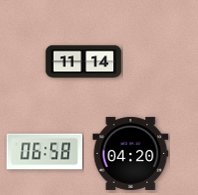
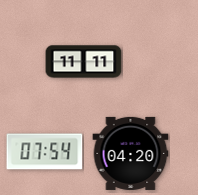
clock at (84, 62): 11:14 -> 11:11
clock at (45, 152): 06:58 -> 07:54
